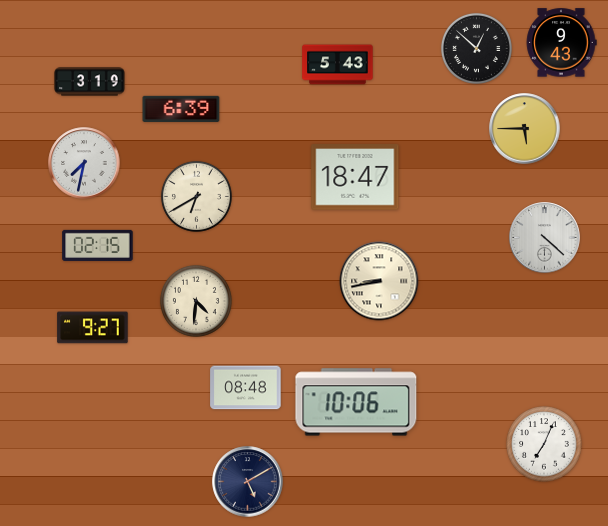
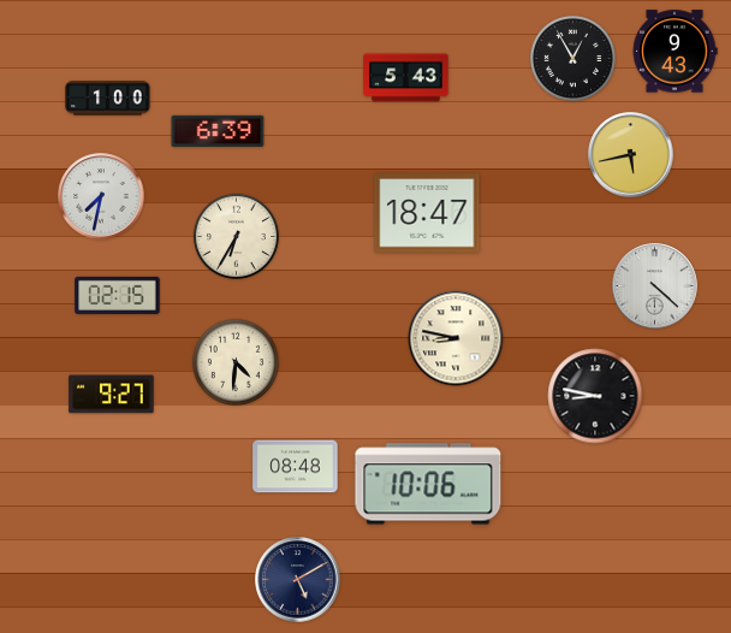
clock at (476, 48): 12:52 -> 12:55
clock at (90, 82): 3:19 -> 1:00
clock at (525, 129): 5:45 -> 5:43
clock at (196, 196): 6:40 -> 6:35
clock at (379, 281): 8:43 -> 8:47
clock at (595, 396): none -> 8:47
clock at (544, 444): 7:04 -> none
